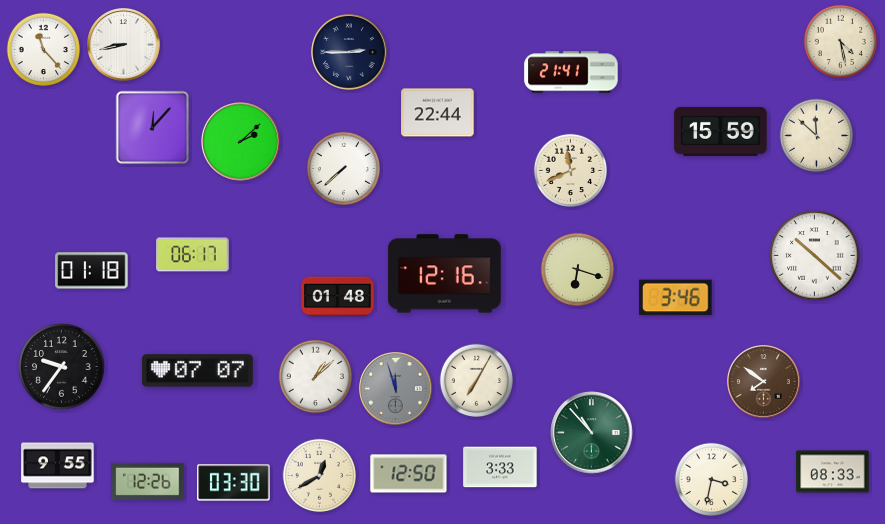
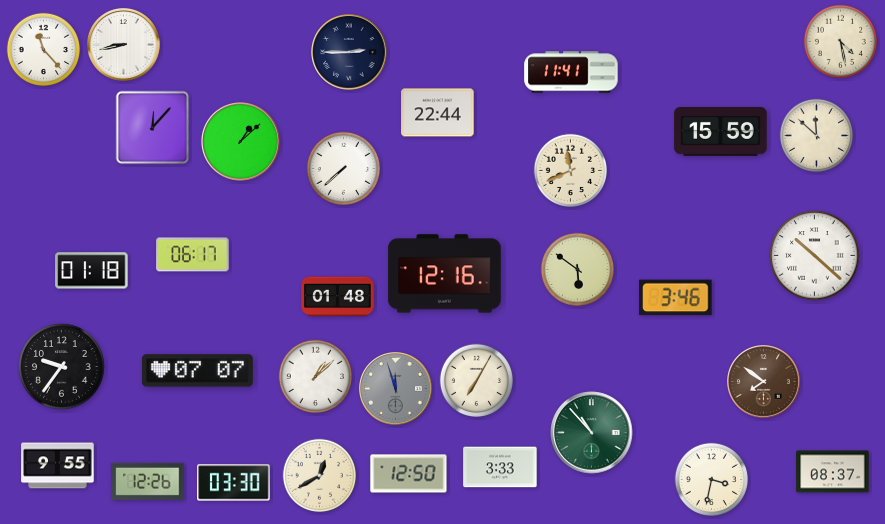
clock at (571, 72): 21:41 -> 11:41
clock at (241, 142): 2:08 -> 1:08
clock at (577, 269): 6:18 -> 5:51
clock at (833, 472): 08:33 -> 08:37
